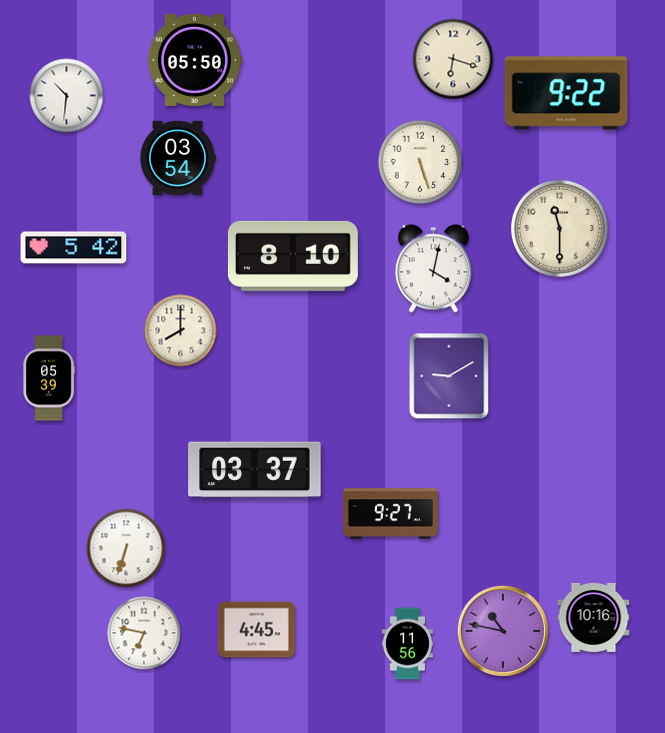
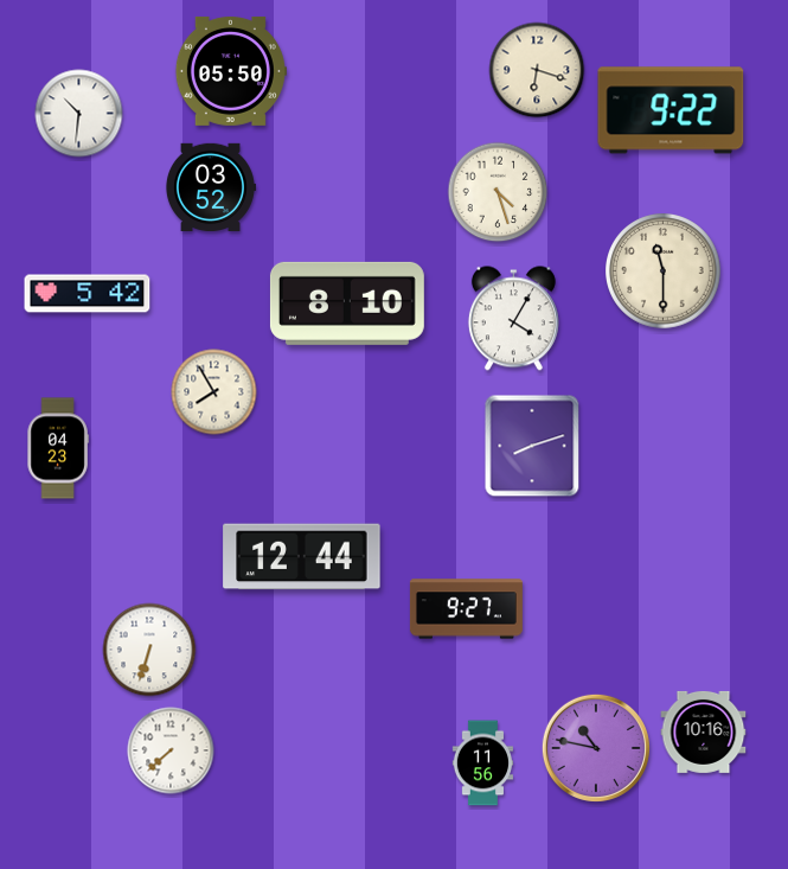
clock at (177, 157): 03:54 -> 03:52
clock at (420, 162): 5:27 -> 4:27
clock at (433, 269): 4:02 -> 4:05
clock at (181, 331): 8:00 -> 7:55
clock at (449, 376): 9:10 -> 8:12
clock at (49, 378): 05:39 -> 04:23
clock at (255, 470): 03:37 -> 12:44
clock at (390, 514) position: (390, 514) -> (466, 609)
clock at (256, 630): 4:45 -> none
clock at (144, 633): 6:47 -> 7:38
